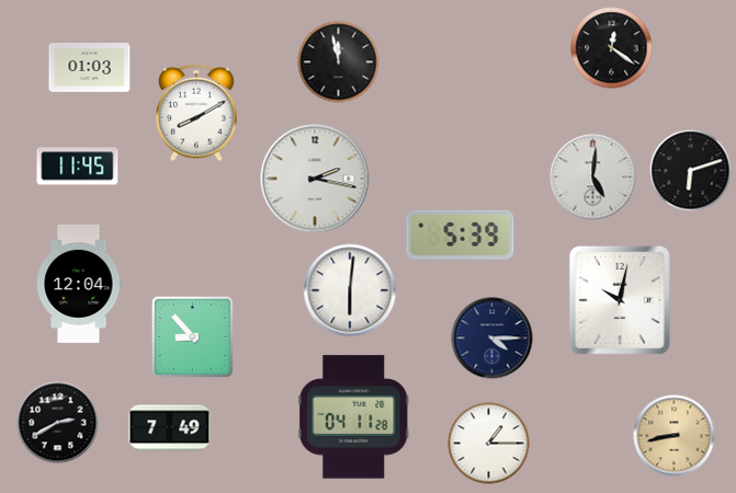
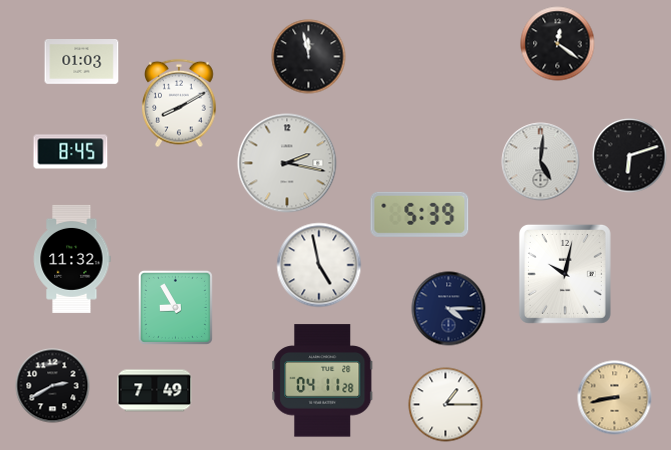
clock at (78, 167): 11:45 -> 8:45
clock at (79, 284): 12:04 -> 11:32
clock at (350, 290): 6:01 -> 4:58
clock at (192, 336): 8:53 -> 8:55
